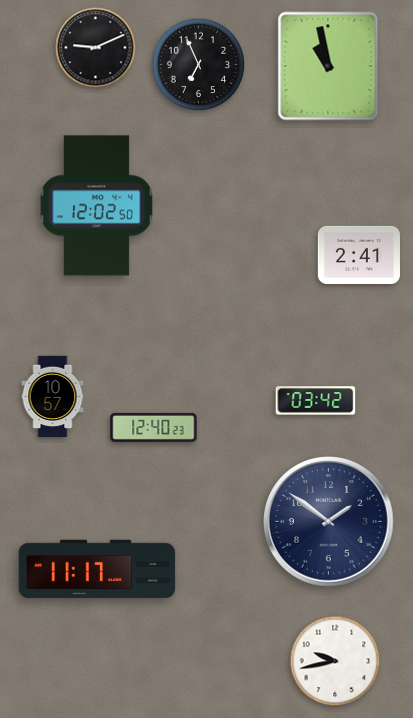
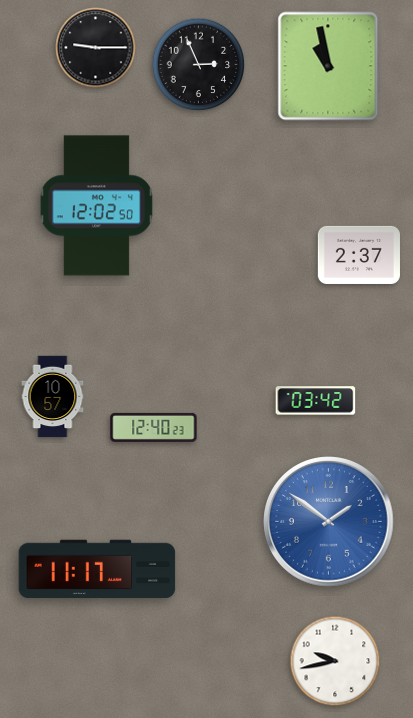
clock at (96, 48): 9:11 -> 9:15
clock at (199, 65): 6:56 -> 2:56
clock at (359, 255): 2:41 -> 2:37
clock at (329, 522) dial: navy -> blue
